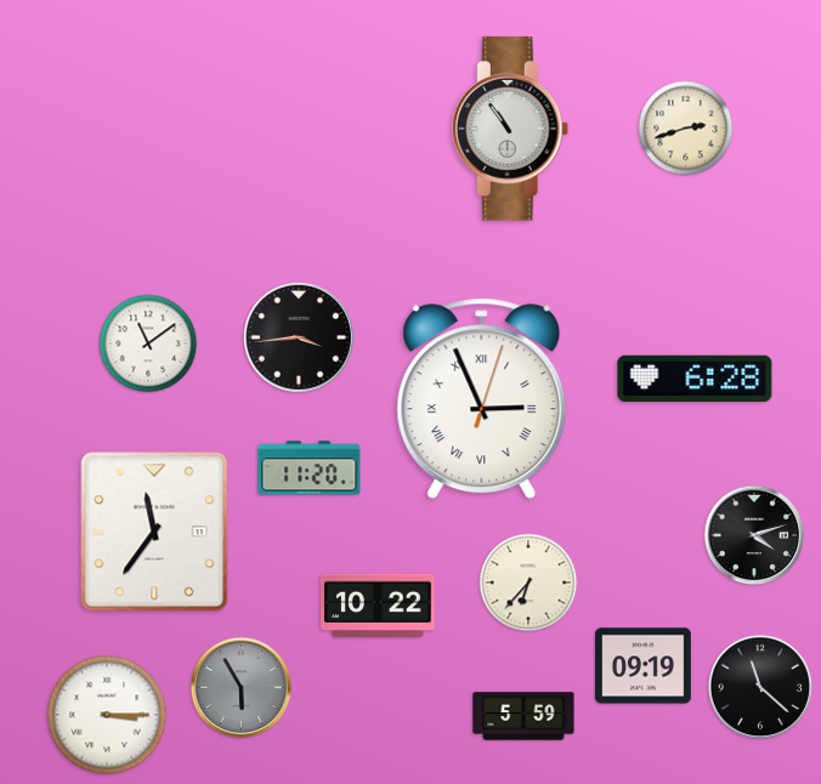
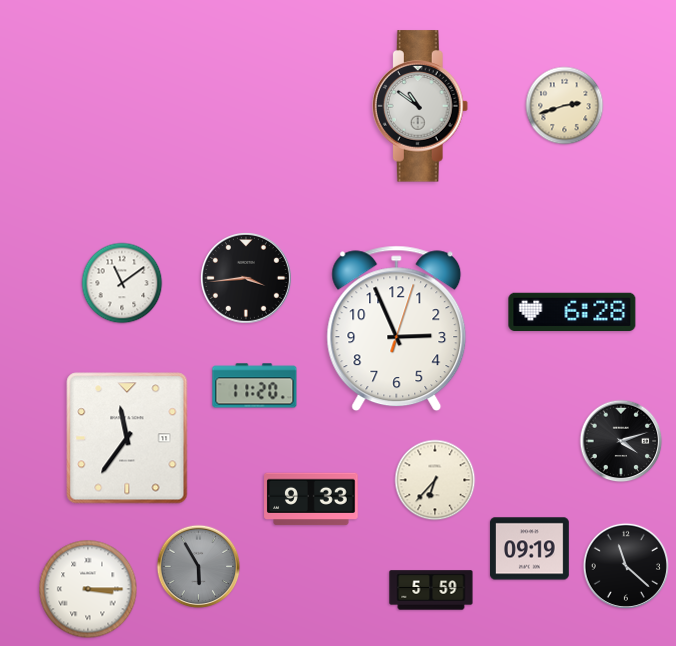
clock at (510, 129): 10:54 -> 10:51
clock at (482, 399) numerals: Roman -> Arabic
clock at (378, 606): 10:22 -> 9:33
